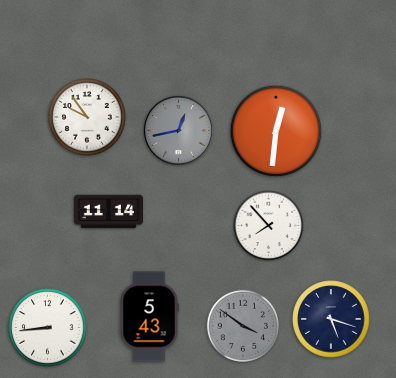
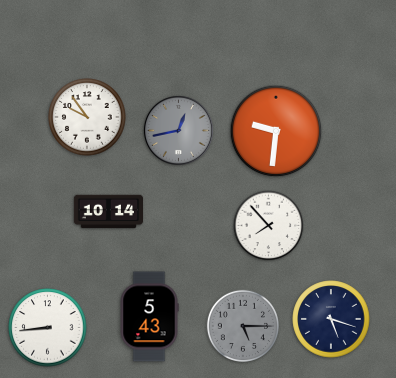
clock at (276, 131): 12:31 -> 9:31
clock at (108, 212): 11:14 -> 10:14
clock at (242, 325): 3:51 -> 5:15
